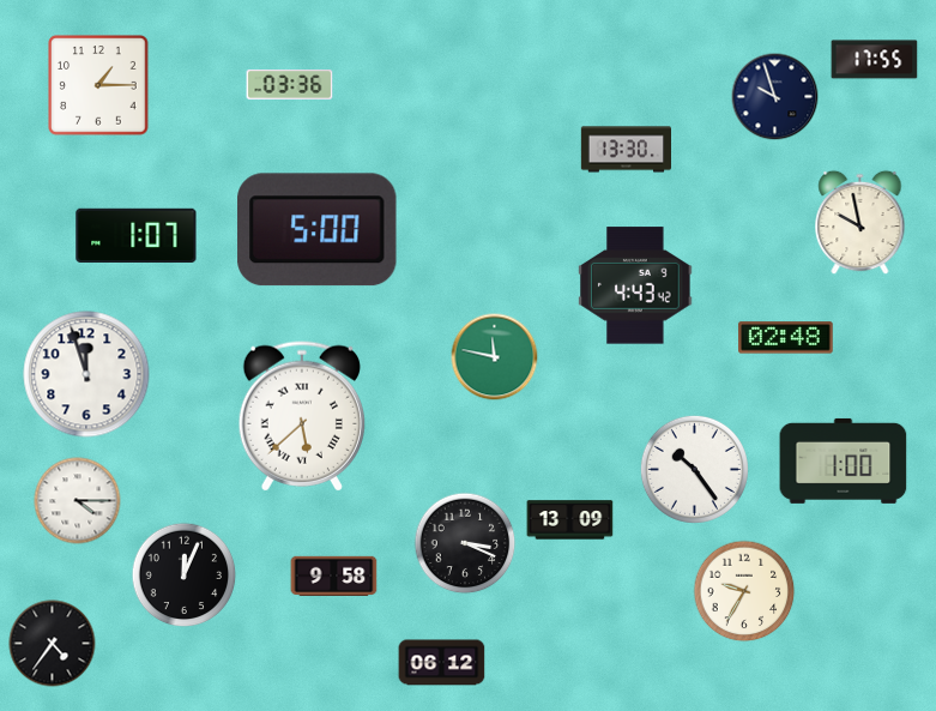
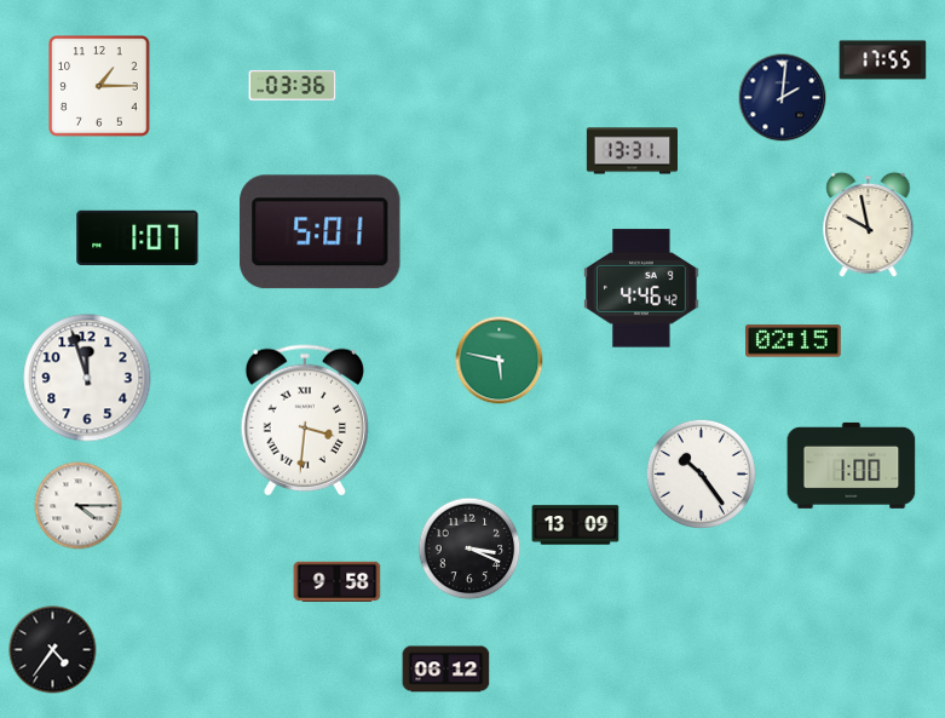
clock at (775, 97): 9:57 -> 2:01
clock at (626, 150): 13:30 -> 13:31
clock at (318, 230): 5:00 -> 5:01
clock at (635, 285): 4:43 -> 4:46
clock at (786, 338): 02:48 -> 02:15
clock at (495, 357): 11:47 -> 5:47
clock at (301, 416): 5:38 -> 3:31
clock at (185, 576): 12:04 -> none
clock at (744, 591): 9:35 -> none
